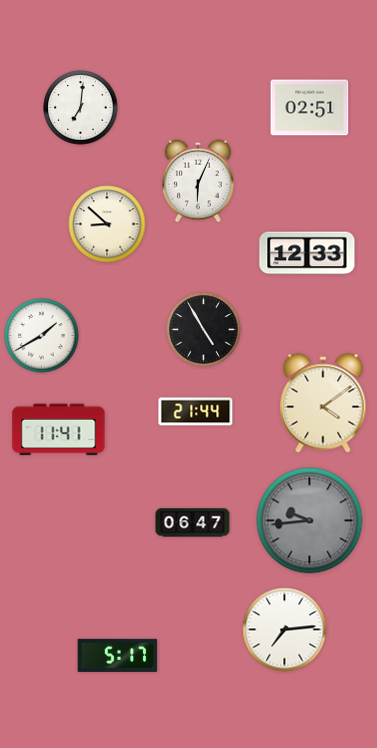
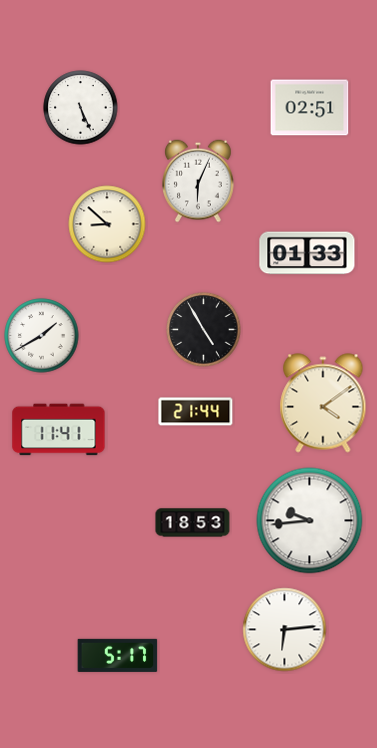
clock at (81, 108): 7:01 -> 5:26
clock at (307, 253): 12:33 -> 01:33
clock at (310, 521) dial: grey -> white
clock at (193, 523): 06:47 -> 18:53
clock at (285, 630): 7:14 -> 6:14
